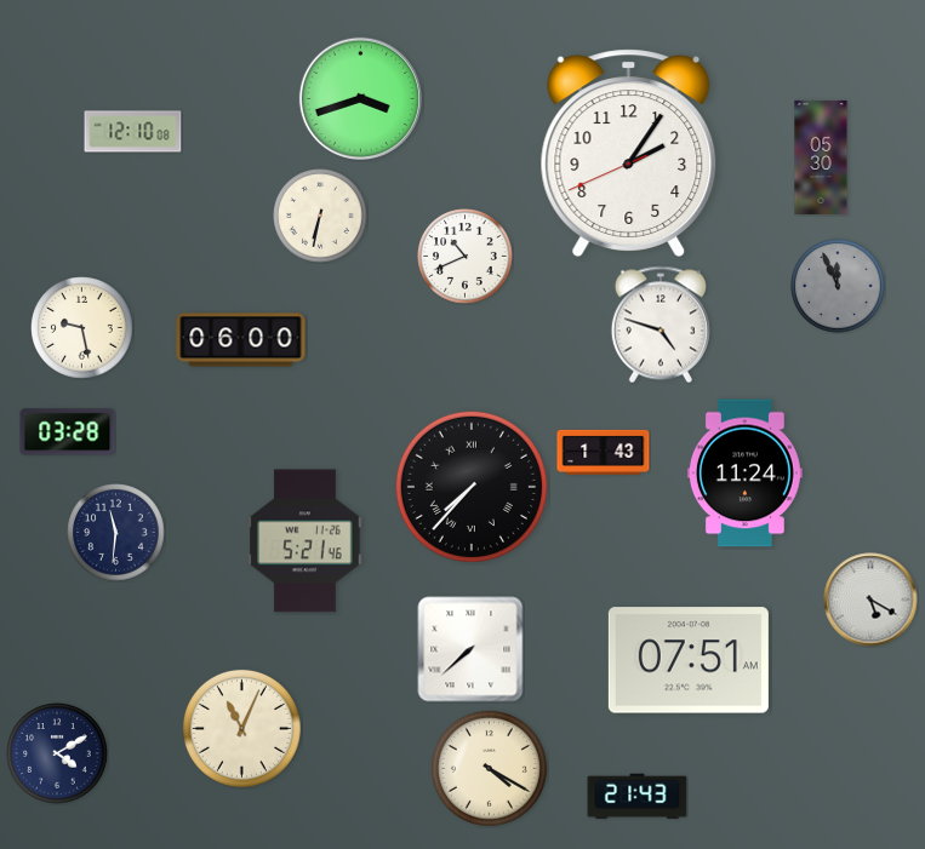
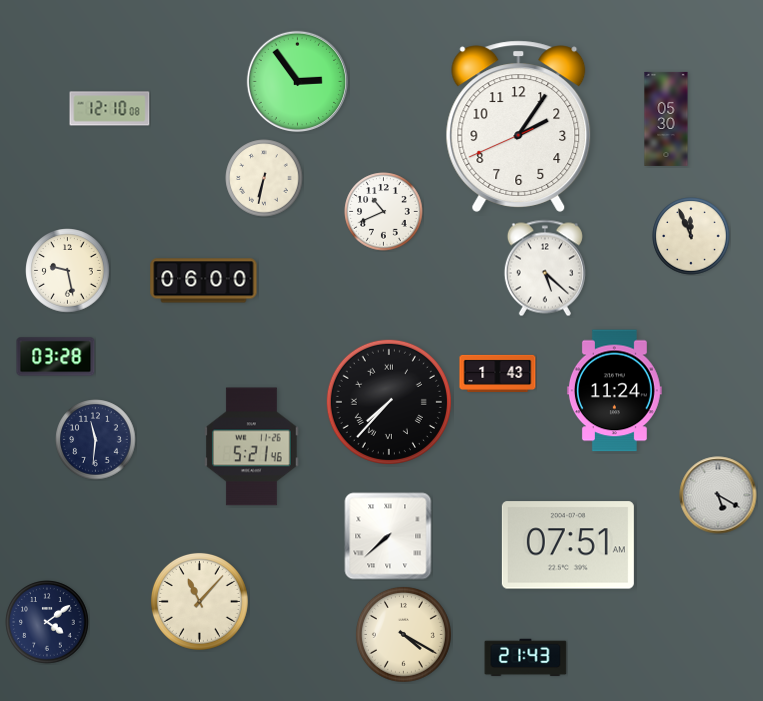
clock at (360, 98): 3:42 -> 2:54
clock at (821, 157) position: (821, 157) -> (666, 119)
clock at (838, 286) dial: grey -> cream
clock at (661, 325): 4:48 -> 5:22
clock at (241, 340) position: (241, 340) -> (204, 281)
clock at (241, 728): 11:04 -> 11:07
clock at (57, 753): 4:10 -> 4:09
